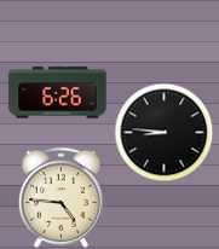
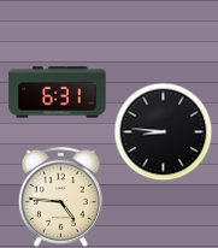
clock at (58, 93): 6:26 -> 6:31
